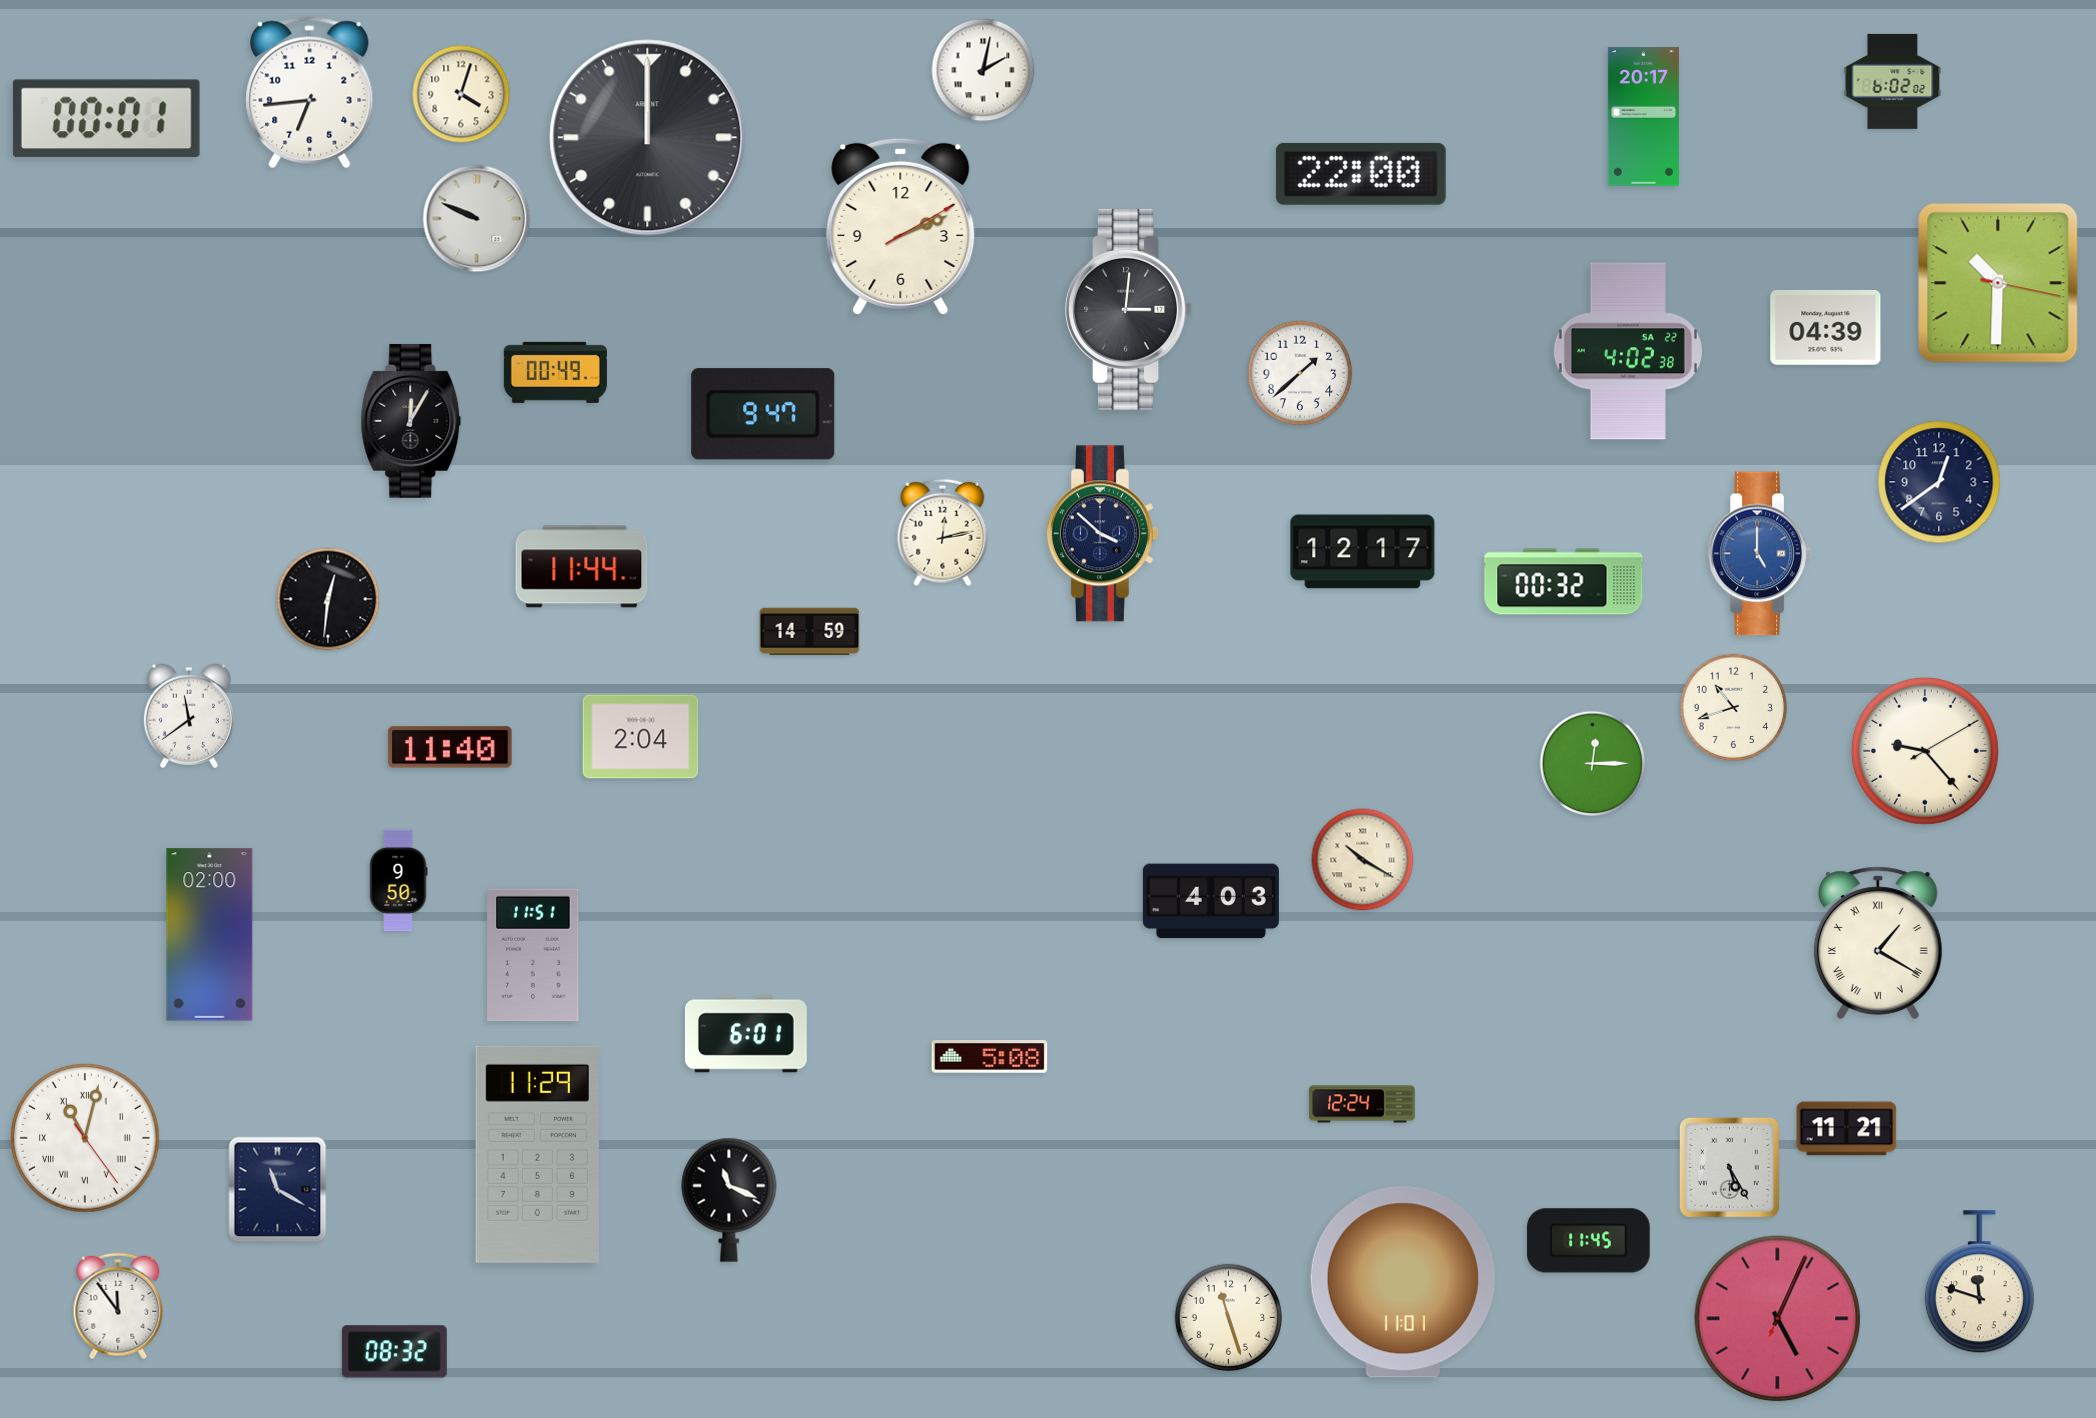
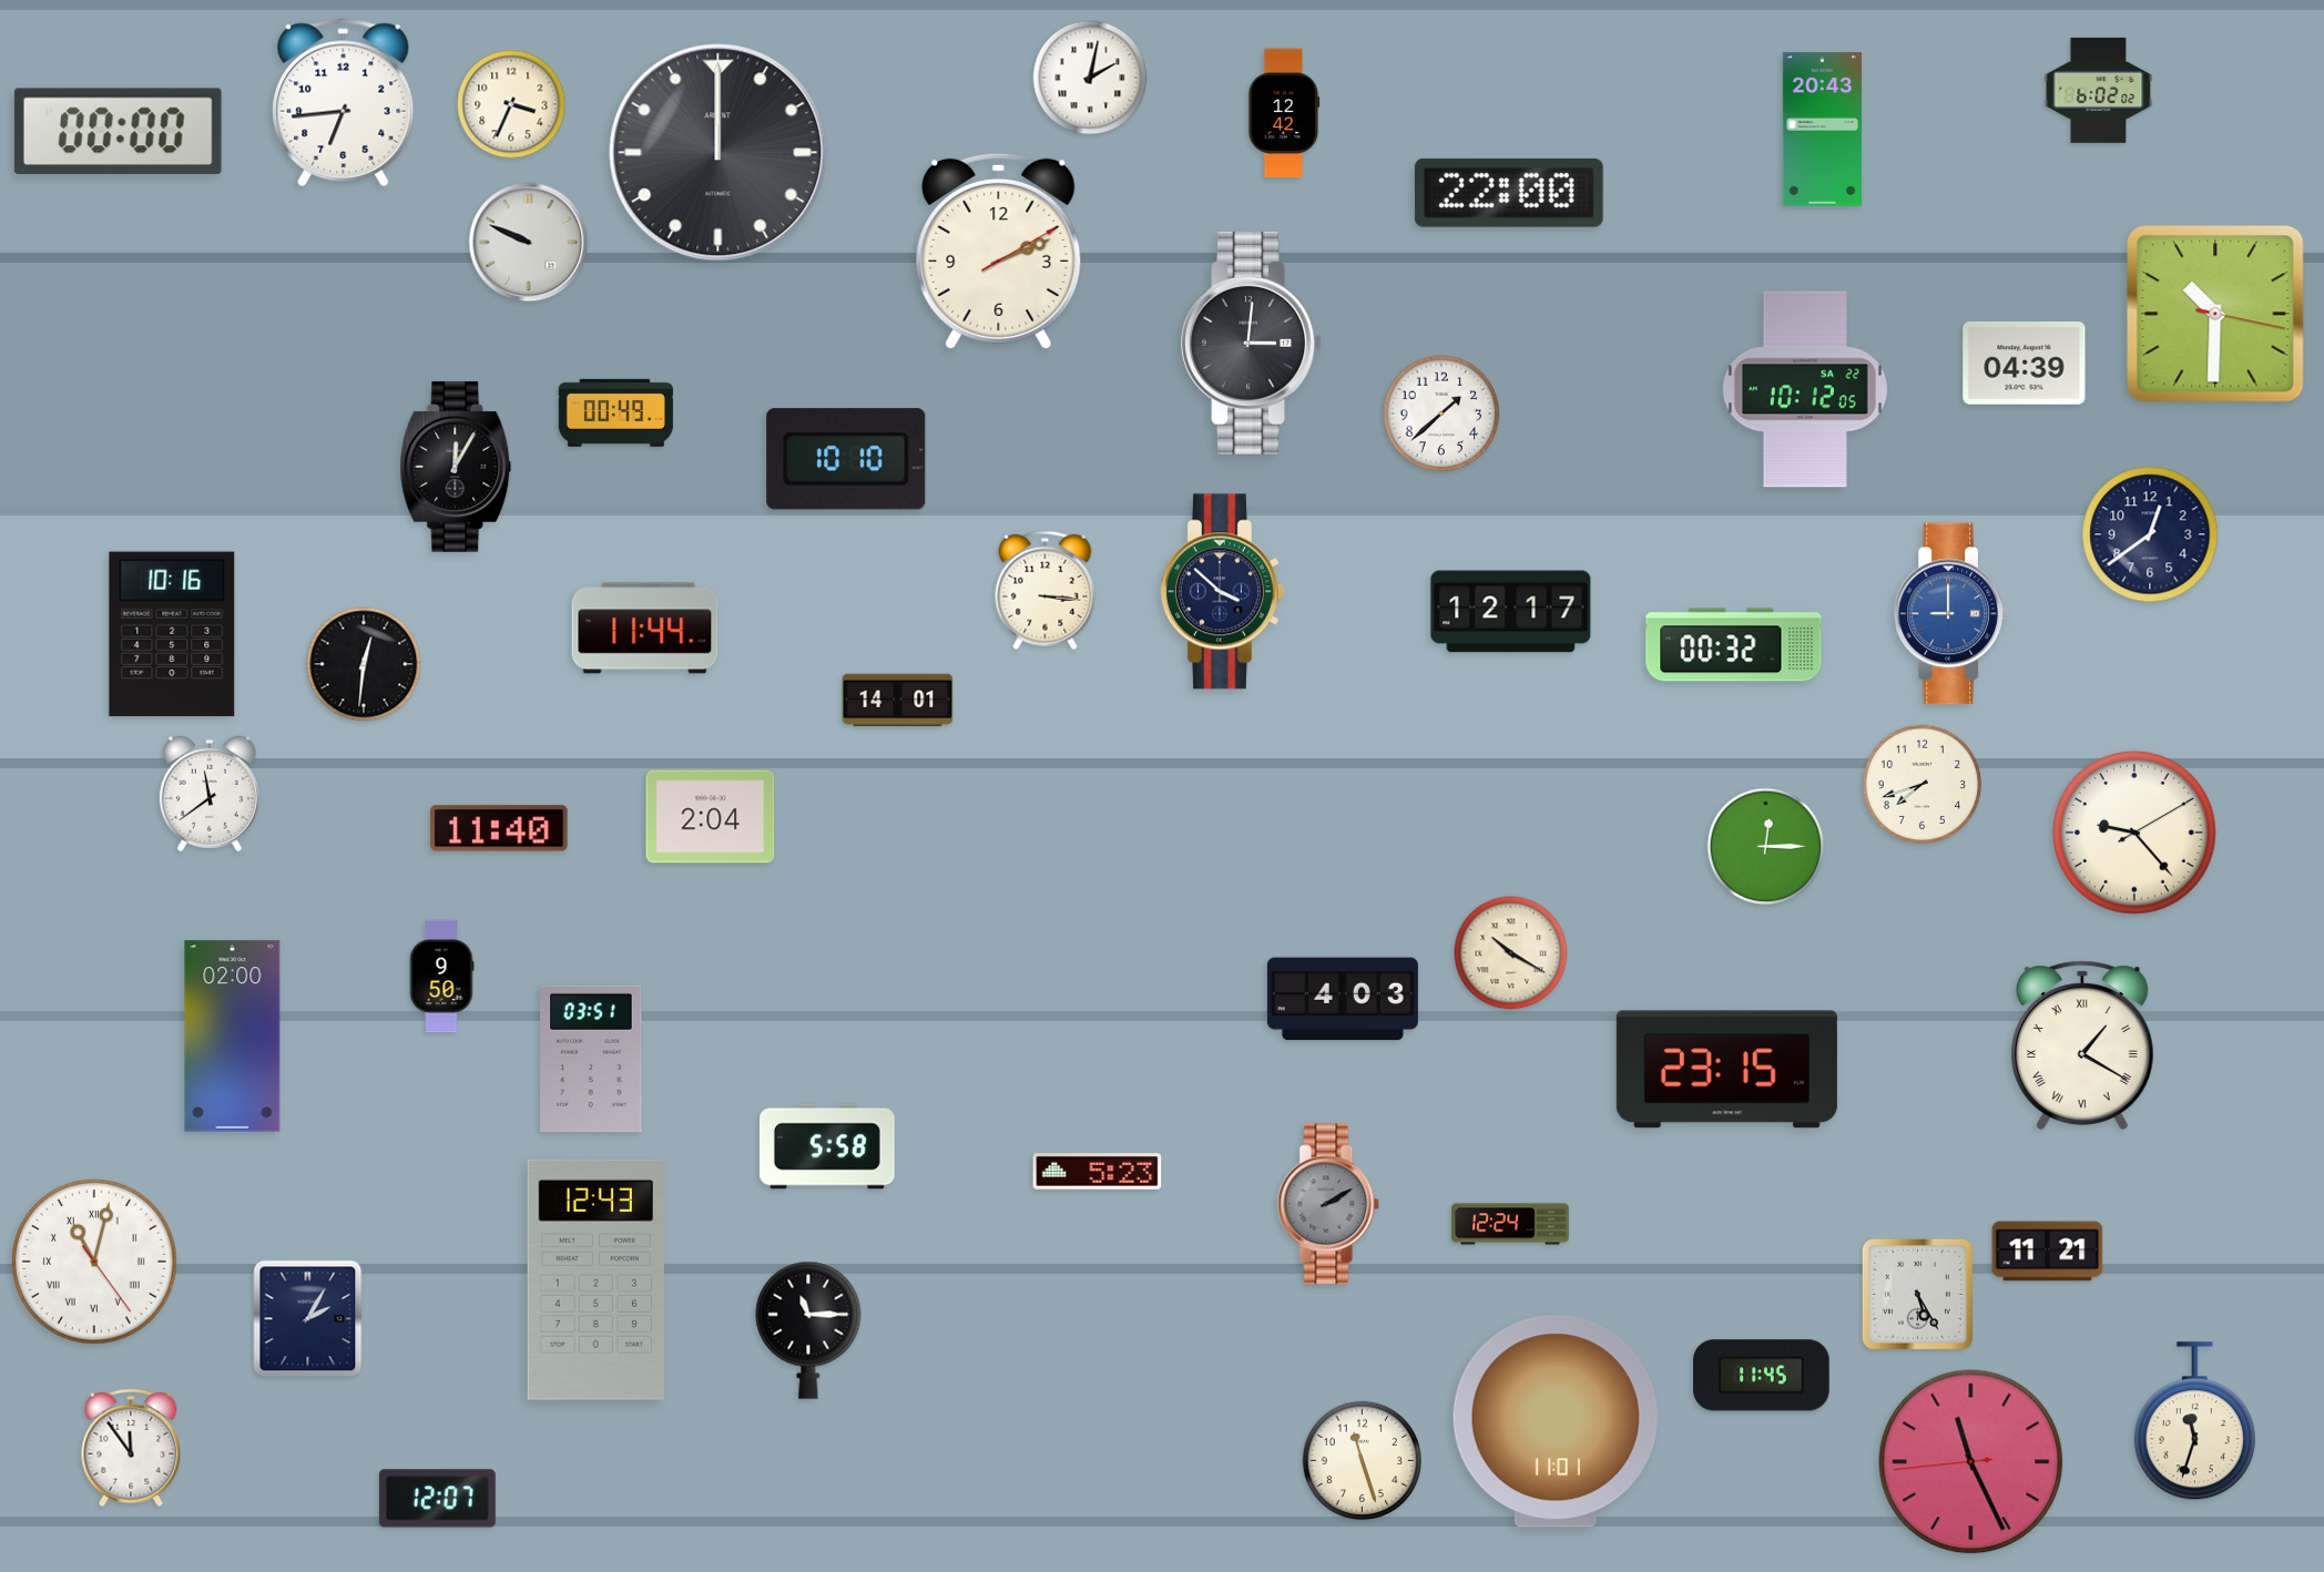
clock at (461, 94): 4:03 -> 3:34
clock at (1284, 113): none -> 12:42
clock at (1643, 117): 20:17 -> 20:43
clock at (106, 118): 00:01 -> 00:00
clock at (1628, 351): 4:02 -> 10:12
clock at (763, 414): 9:47 -> 10:10
clock at (943, 533): 12:13 -> 3:16
clock at (1759, 554): 5:00 -> 9:00
clock at (172, 634): none -> 10:16
clock at (810, 632): 14:59 -> 14:01
clock at (1734, 708): 10:42 -> 7:42
clock at (533, 955): 11:51 -> 03:51
clock at (1726, 1070): none -> 23:15
clock at (746, 1034): 6:01 -> 5:58
clock at (990, 1057): 5:08 -> 5:23
clock at (1328, 1204): none -> 2:10
clock at (537, 1154): 11:29 -> 12:43
clock at (278, 1190): 11:20 -> 2:05
clock at (729, 1200): 11:19 -> 11:15
clock at (1979, 1282): 11:48 -> 11:33
clock at (1778, 1319): 5:04 -> 11:25
clock at (394, 1352): 08:32 -> 12:07
